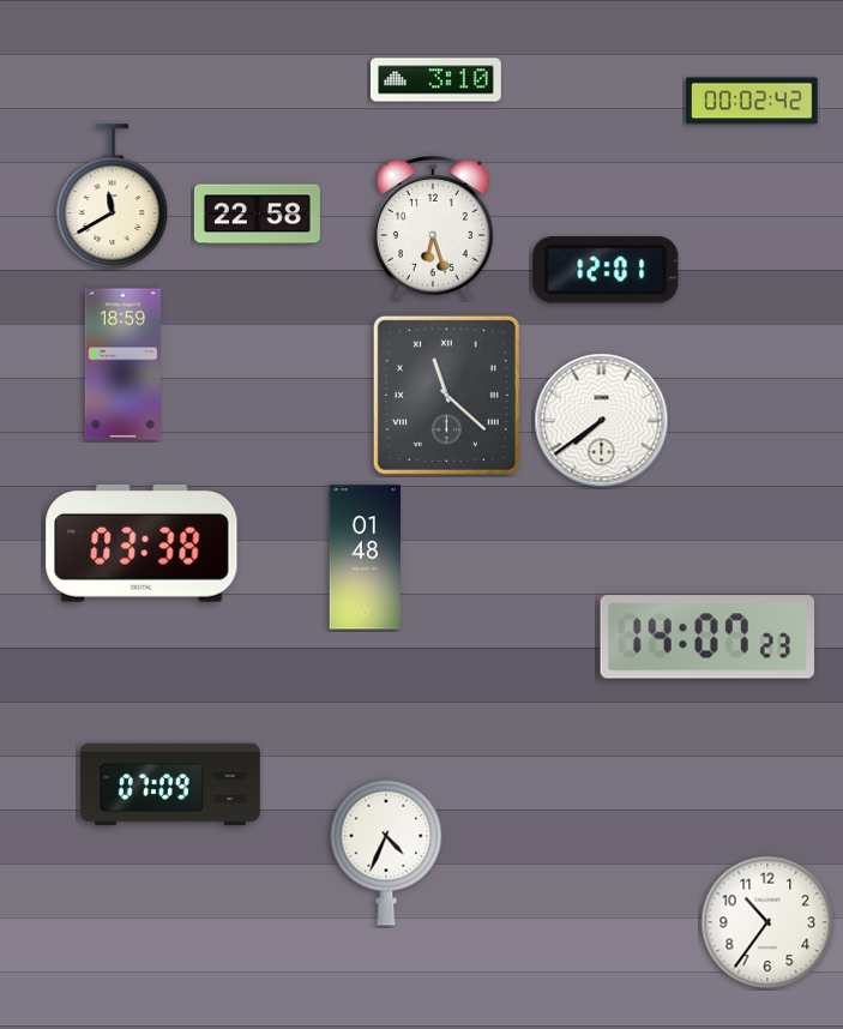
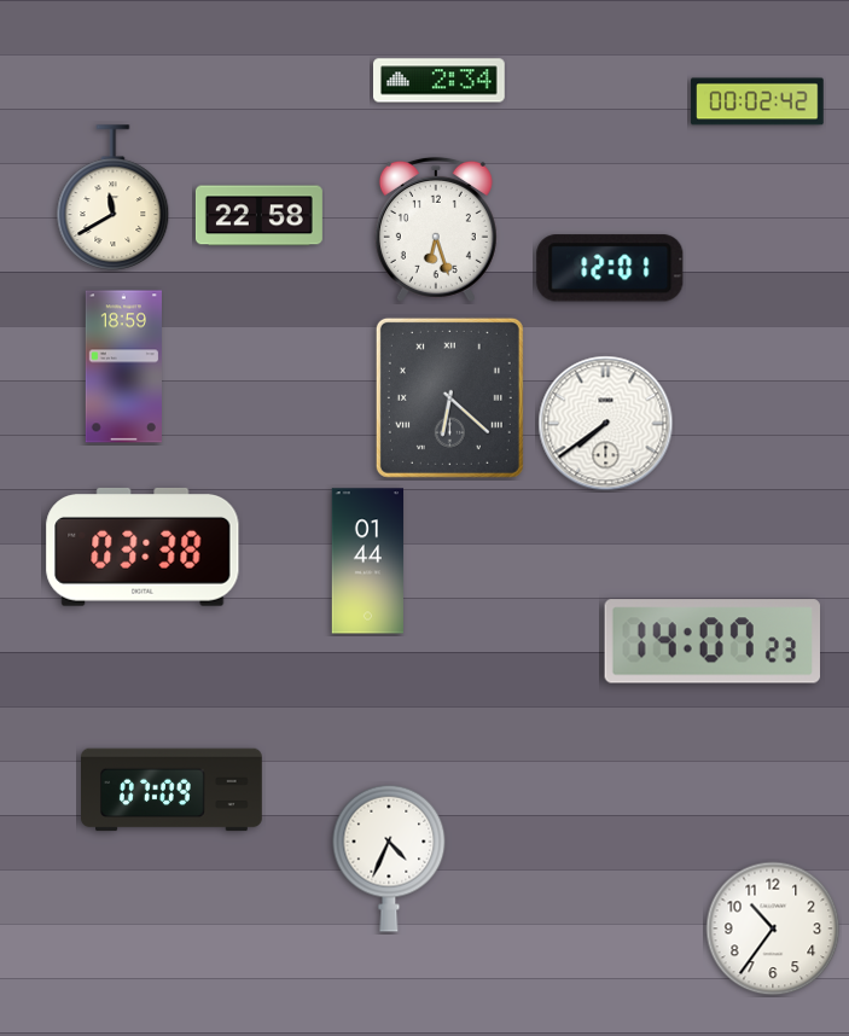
clock at (436, 80): 3:10 -> 2:34
clock at (606, 270) position: (606, 270) -> (610, 268)
clock at (446, 395): 11:22 -> 6:22
clock at (366, 558): 01:48 -> 01:44
